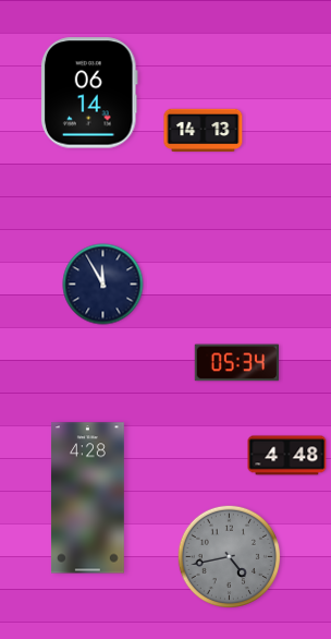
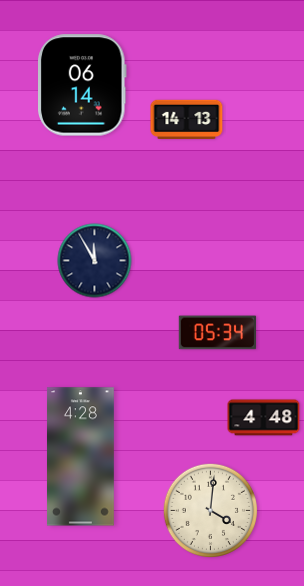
clock at (229, 556): 4:43 -> 4:01
clock at (229, 556) dial: grey -> cream
